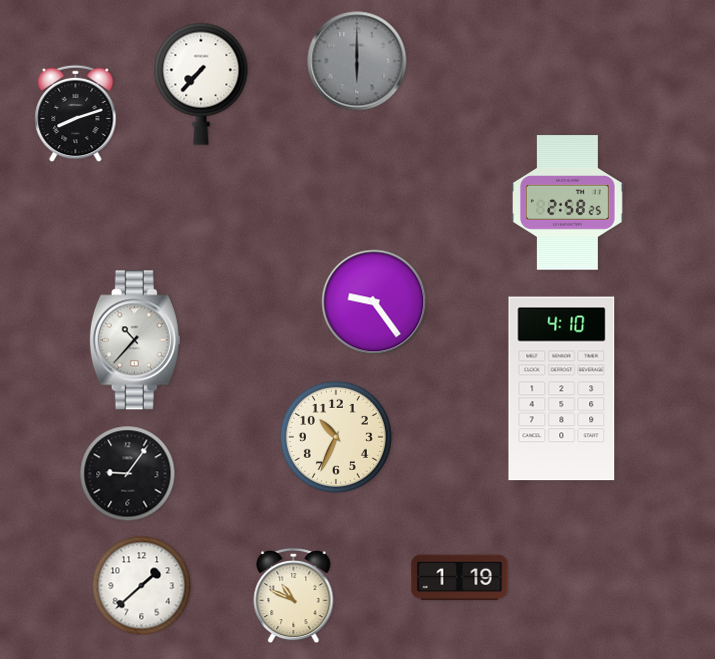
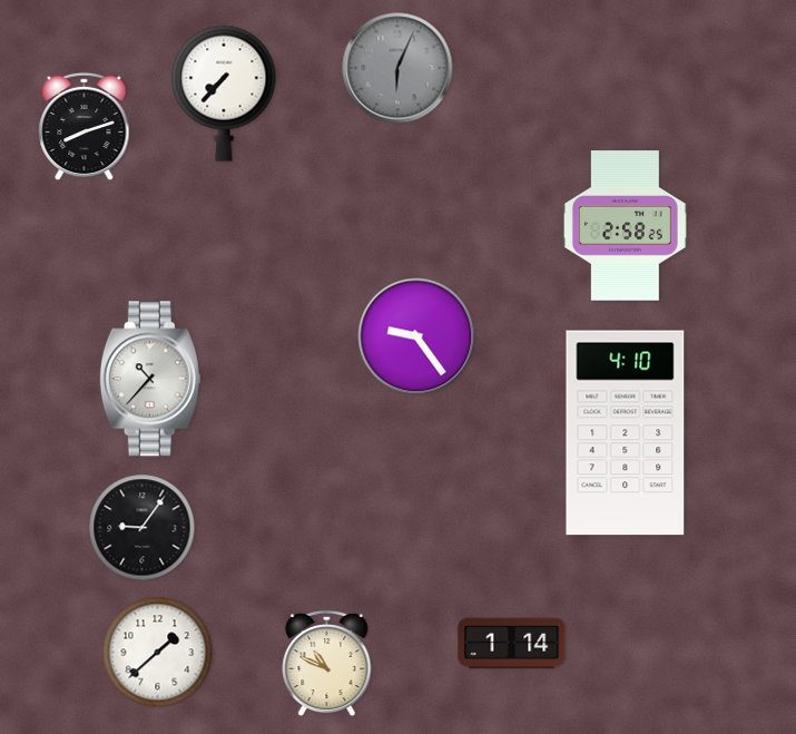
clock at (357, 61): 6:00 -> 6:04
clock at (568, 203) position: (568, 203) -> (626, 226)
clock at (336, 437): 10:34 -> none
clock at (460, 578): 1:19 -> 1:14
